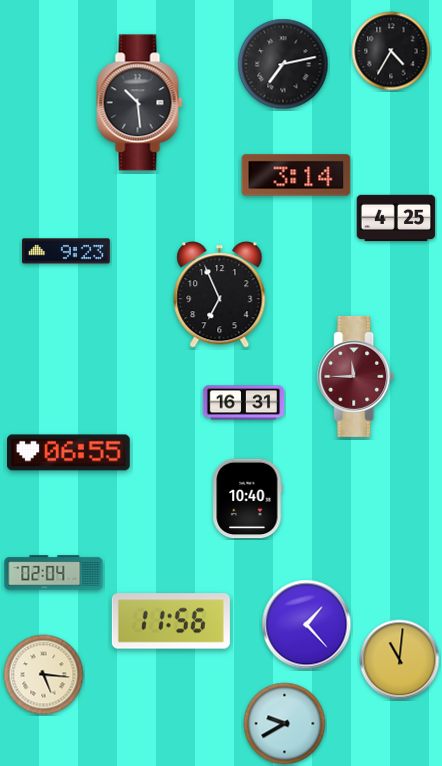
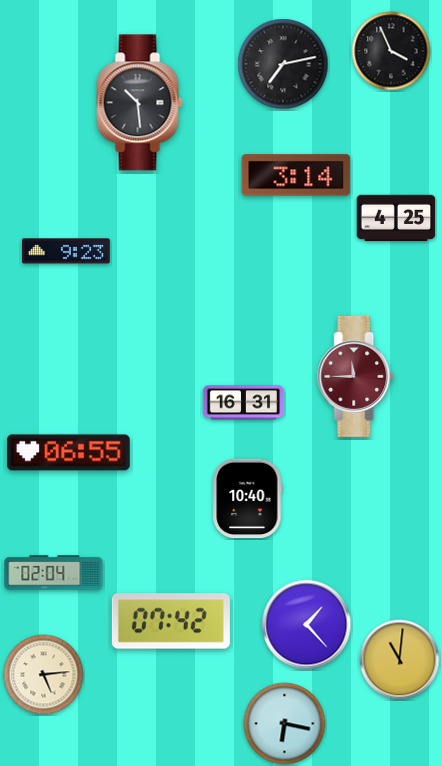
clock at (391, 51): 4:35 -> 3:56
clock at (220, 295): 6:56 -> none
clock at (171, 621): 11:56 -> 07:42
clock at (44, 675): 5:16 -> 5:14
clock at (285, 724): 9:40 -> 6:17
